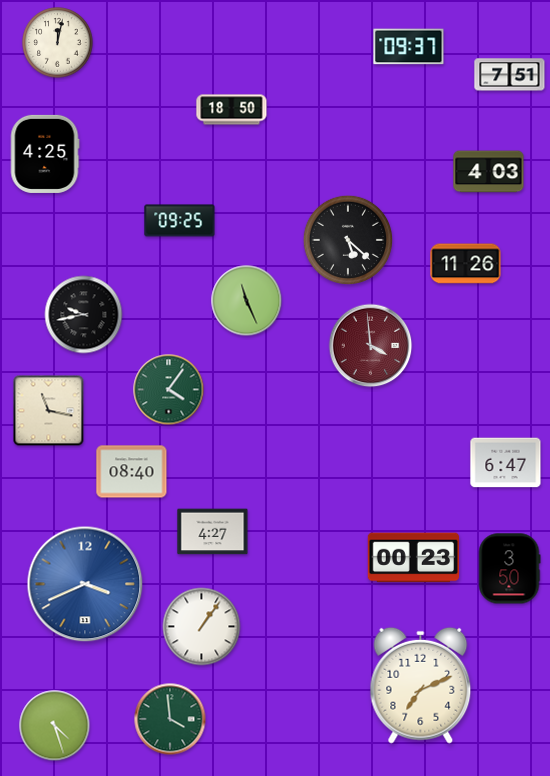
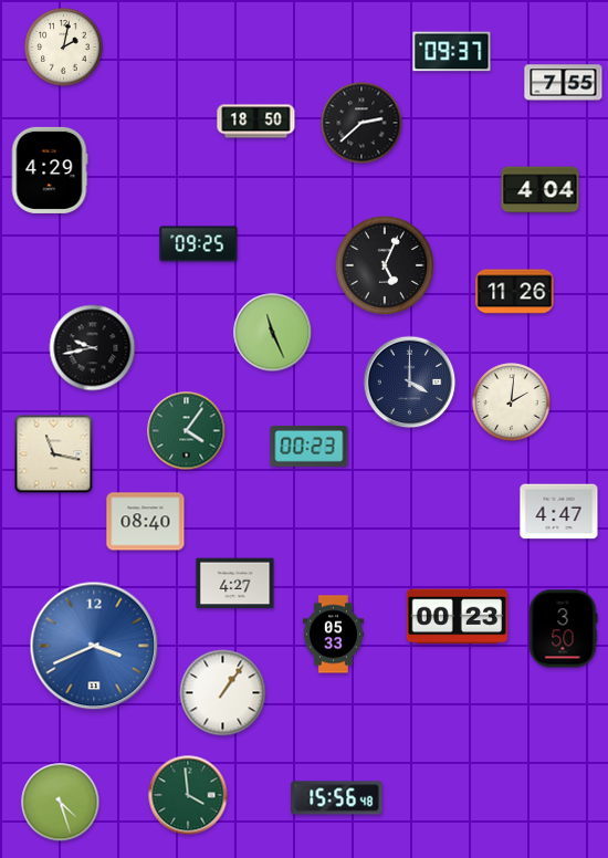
clock at (58, 43): 12:02 -> 2:02
clock at (510, 75): 7:51 -> 7:55
clock at (361, 123): none -> 2:38
clock at (45, 154): 4:25 -> 4:29
clock at (489, 172): 4:03 -> 4:04
clock at (348, 240): 5:22 -> 5:04
clock at (371, 346): 3:59 -> 4:00
clock at (371, 346) dial: burgundy -> navy
clock at (512, 402): none -> 2:01
clock at (310, 446): none -> 00:23
clock at (506, 463): 6:47 -> 4:47
clock at (213, 532) position: (213, 532) -> (235, 584)
clock at (333, 635): none -> 05:33
clock at (421, 685): 7:11 -> none
clock at (337, 798): none -> 15:56
